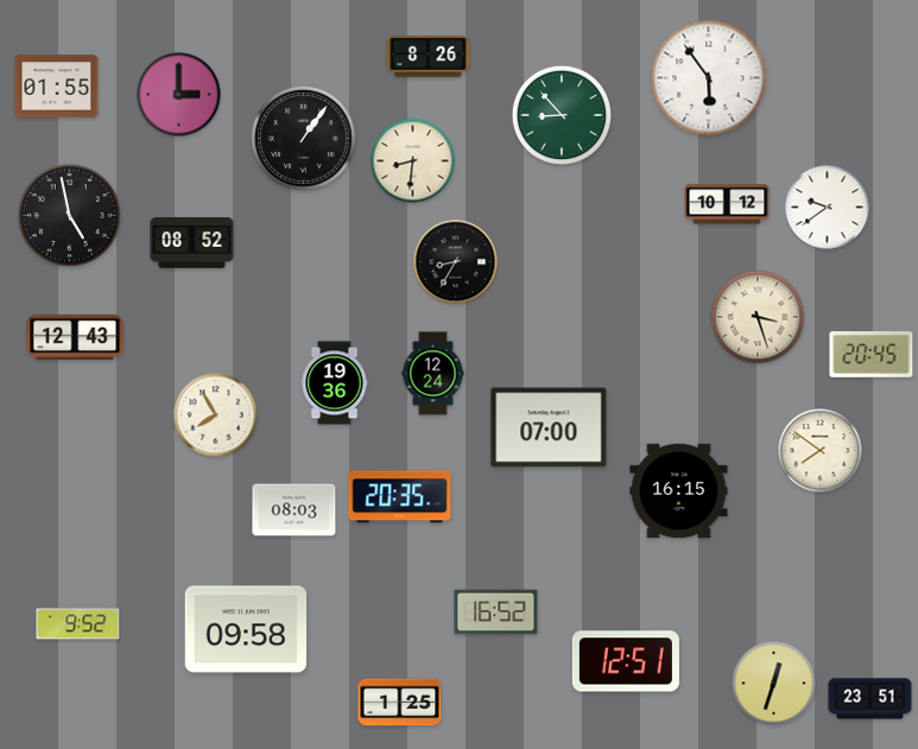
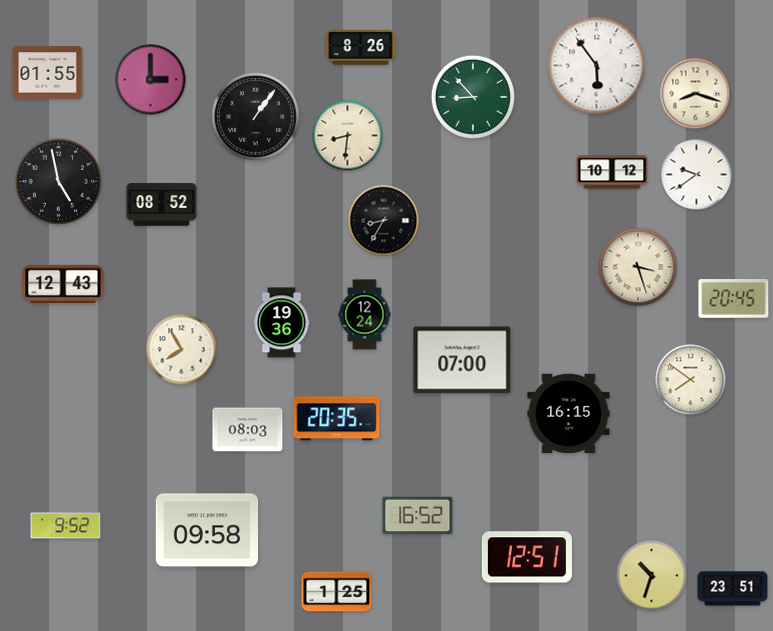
clock at (696, 94): none -> 8:18
clock at (679, 491) position: (679, 491) -> (569, 414)
clock at (774, 684): 12:33 -> 10:33
